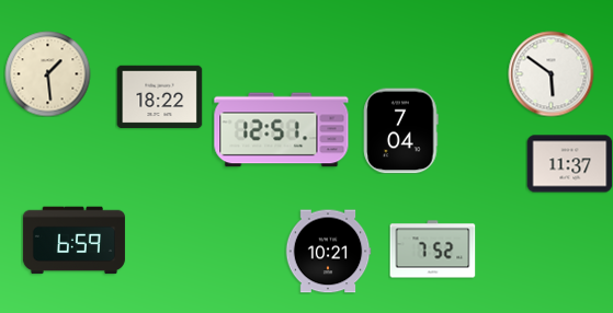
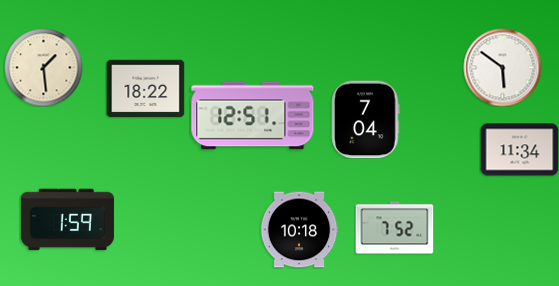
clock at (282, 130) position: (282, 130) -> (253, 116)
clock at (569, 164): 11:37 -> 11:34
clock at (73, 241): 6:59 -> 1:59
clock at (328, 252): 10:21 -> 10:18
